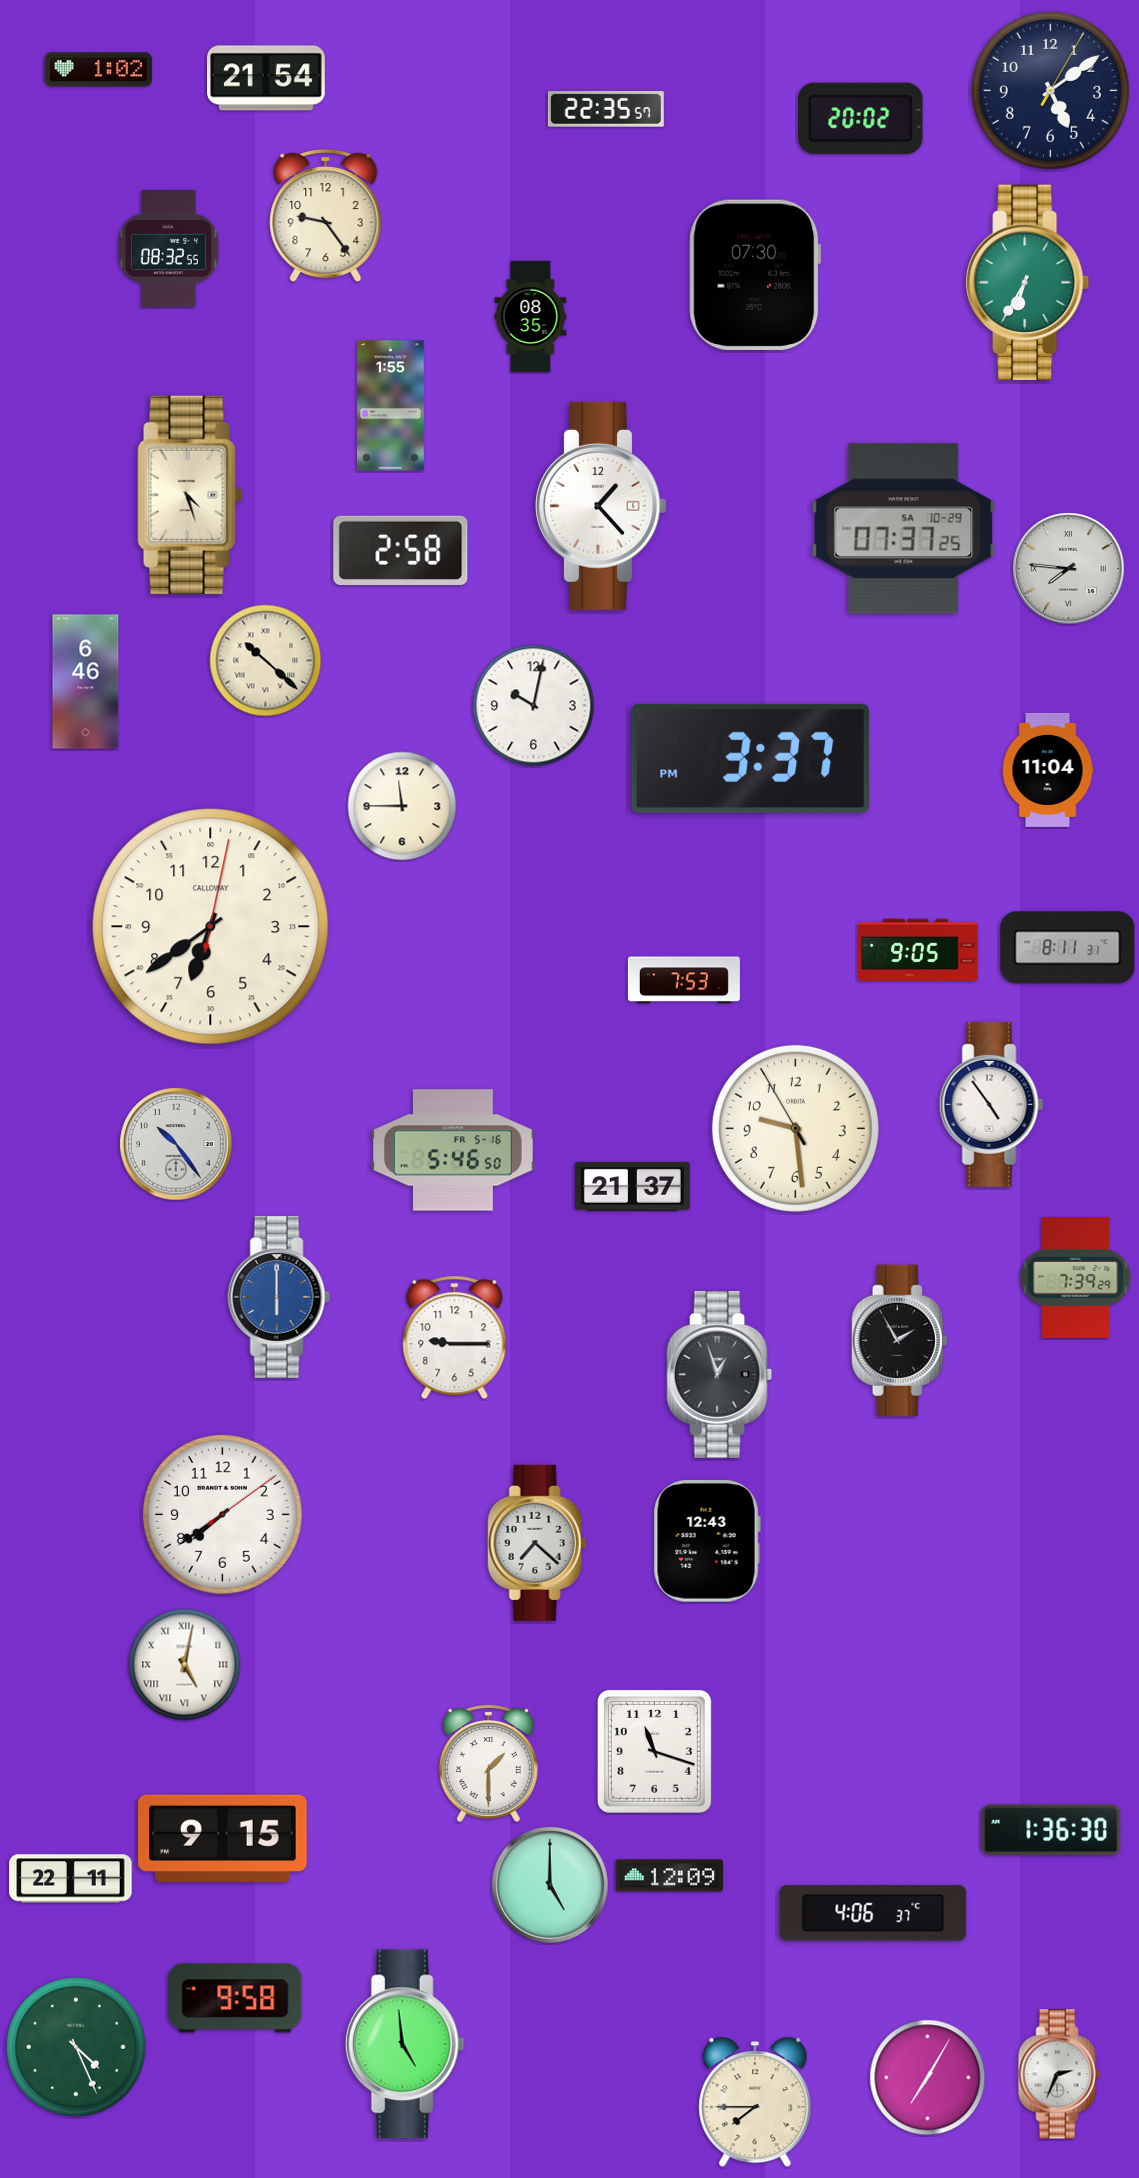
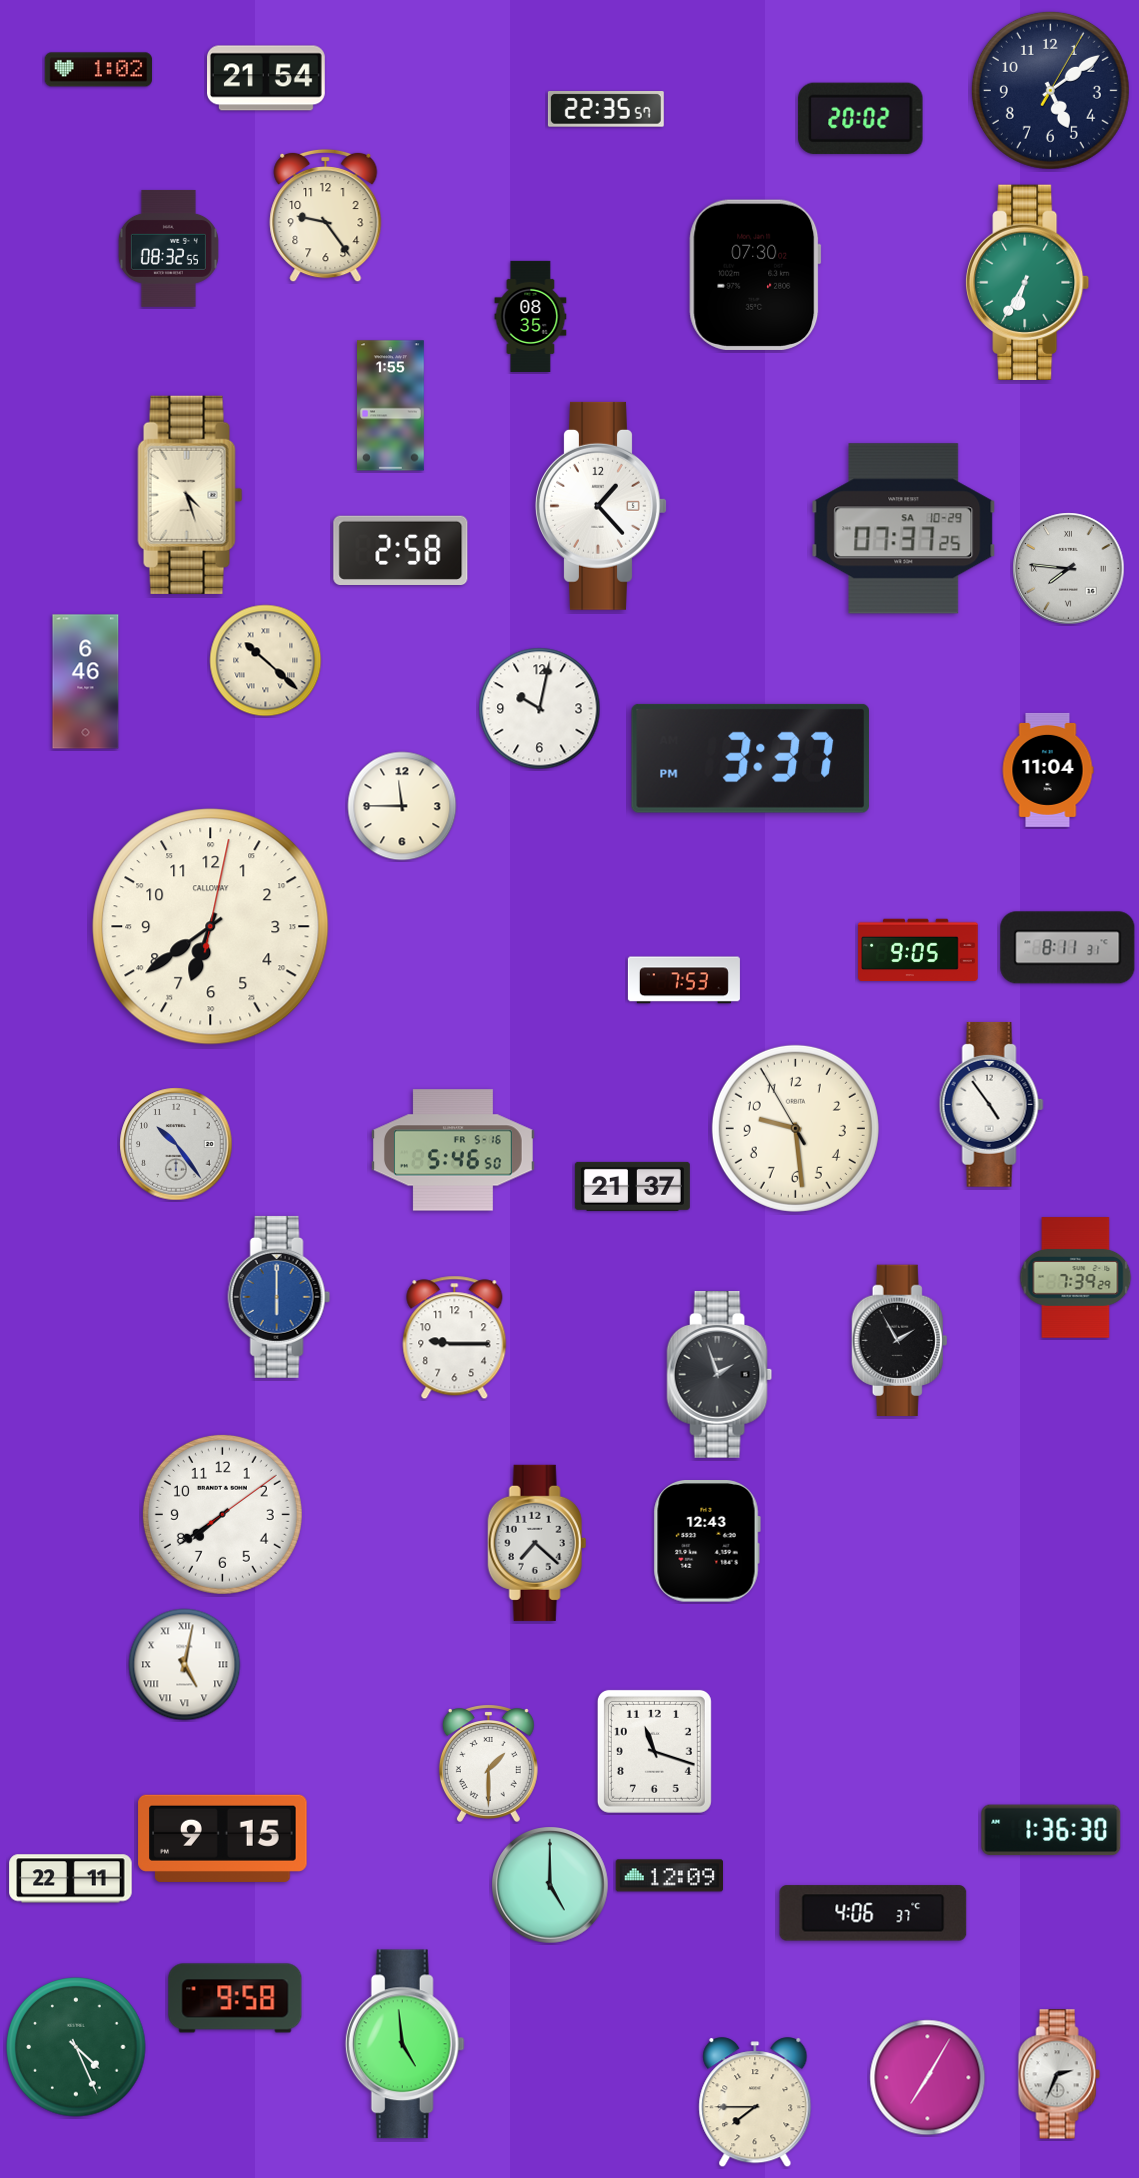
clock at (534, 706) position: (534, 706) -> (540, 709)
clock at (720, 1375): 12:57 -> 1:57
